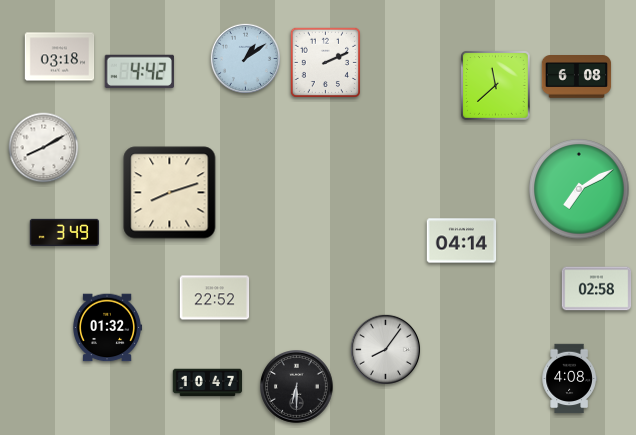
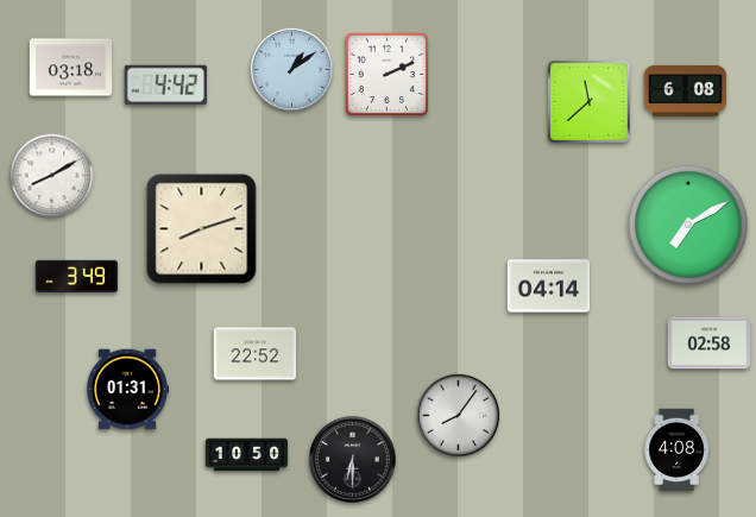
clock at (107, 328): 01:32 -> 01:31
clock at (208, 383): 10:47 -> 10:50
